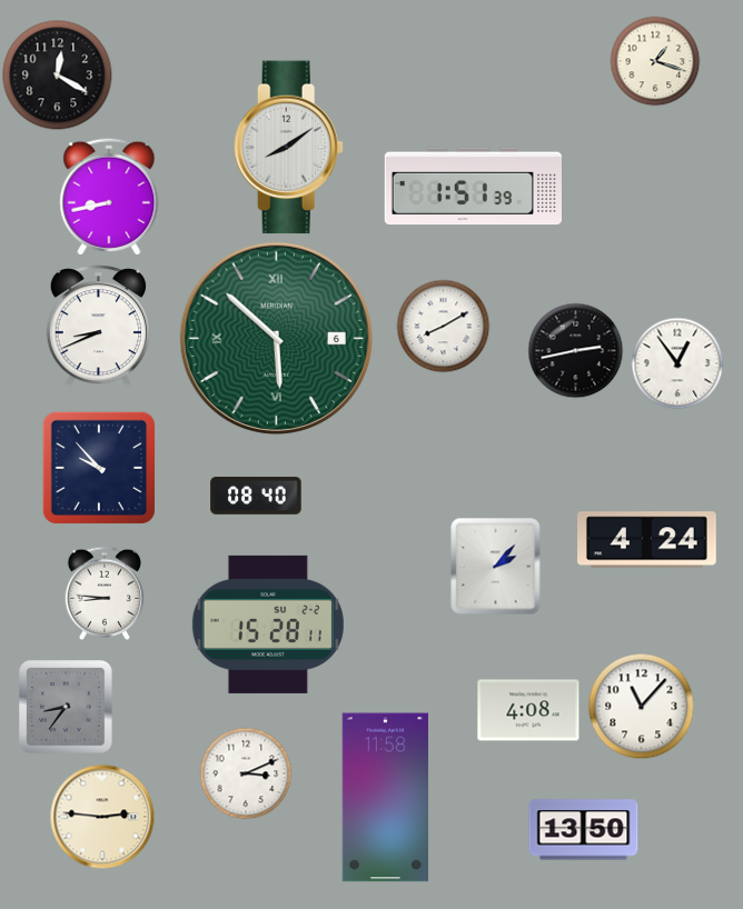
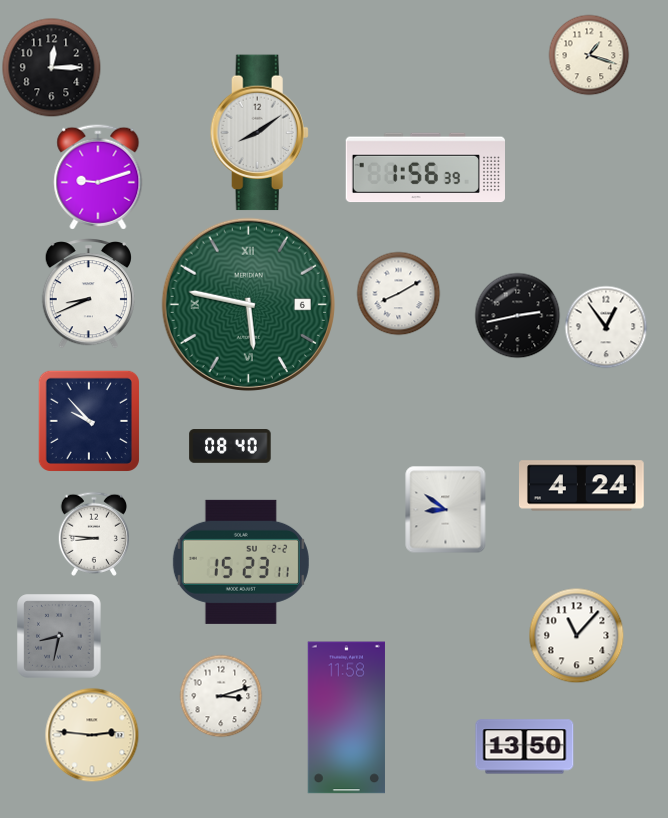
clock at (58, 76): 12:20 -> 12:15
clock at (473, 187): 1:51 -> 1:56
clock at (109, 197): 8:43 -> 9:12
clock at (276, 338): 5:52 -> 5:47
clock at (677, 363) position: (677, 363) -> (606, 327)
clock at (496, 566): 2:07 -> 8:51
clock at (268, 625): 15:28 -> 15:23
clock at (66, 707): 8:36 -> 8:32
clock at (528, 710): 4:08 -> none
clock at (246, 773): 3:11 -> 3:12
